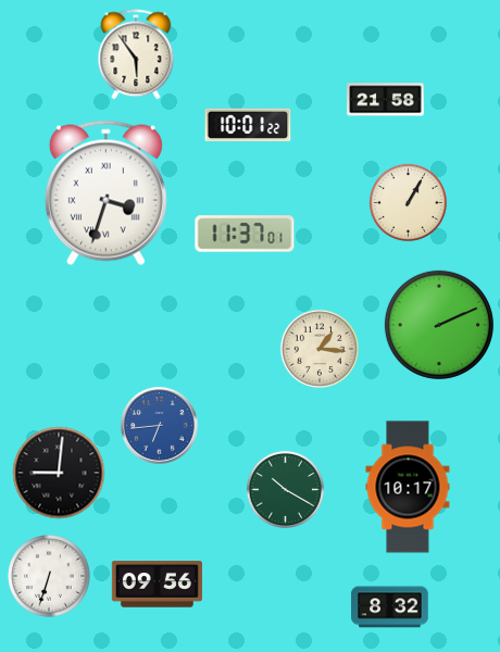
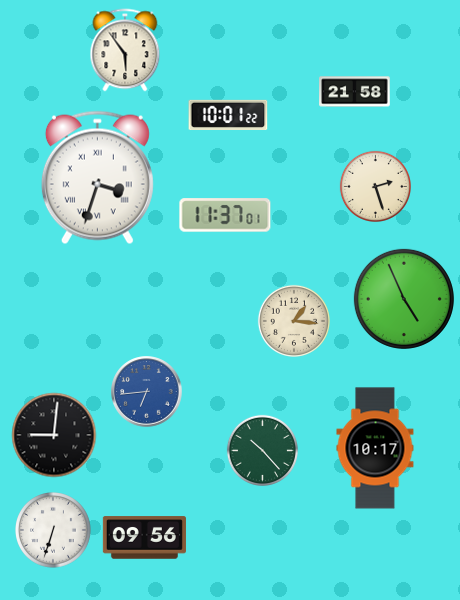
clock at (408, 202): 1:05 -> 2:27
clock at (439, 325): 2:11 -> 4:56
clock at (285, 489): 10:20 -> 10:23
clock at (50, 577) position: (50, 577) -> (54, 531)
clock at (390, 607): 8:32 -> none
